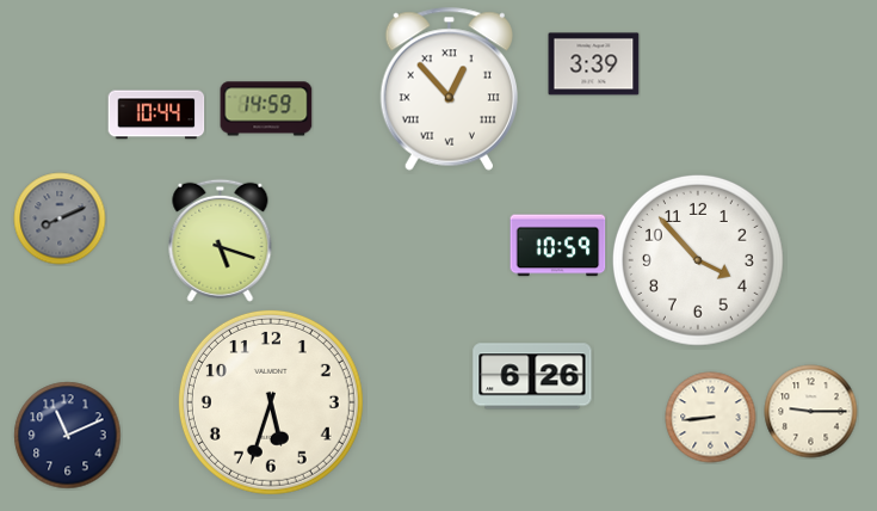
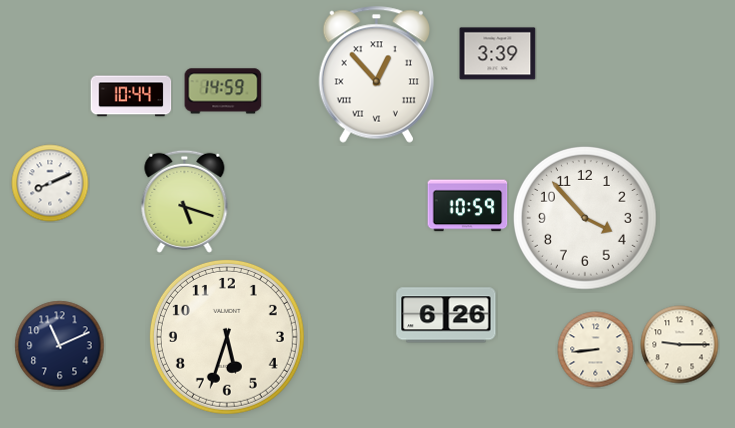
clock at (60, 218) dial: grey -> white
clock at (68, 436) position: (68, 436) -> (60, 346)
